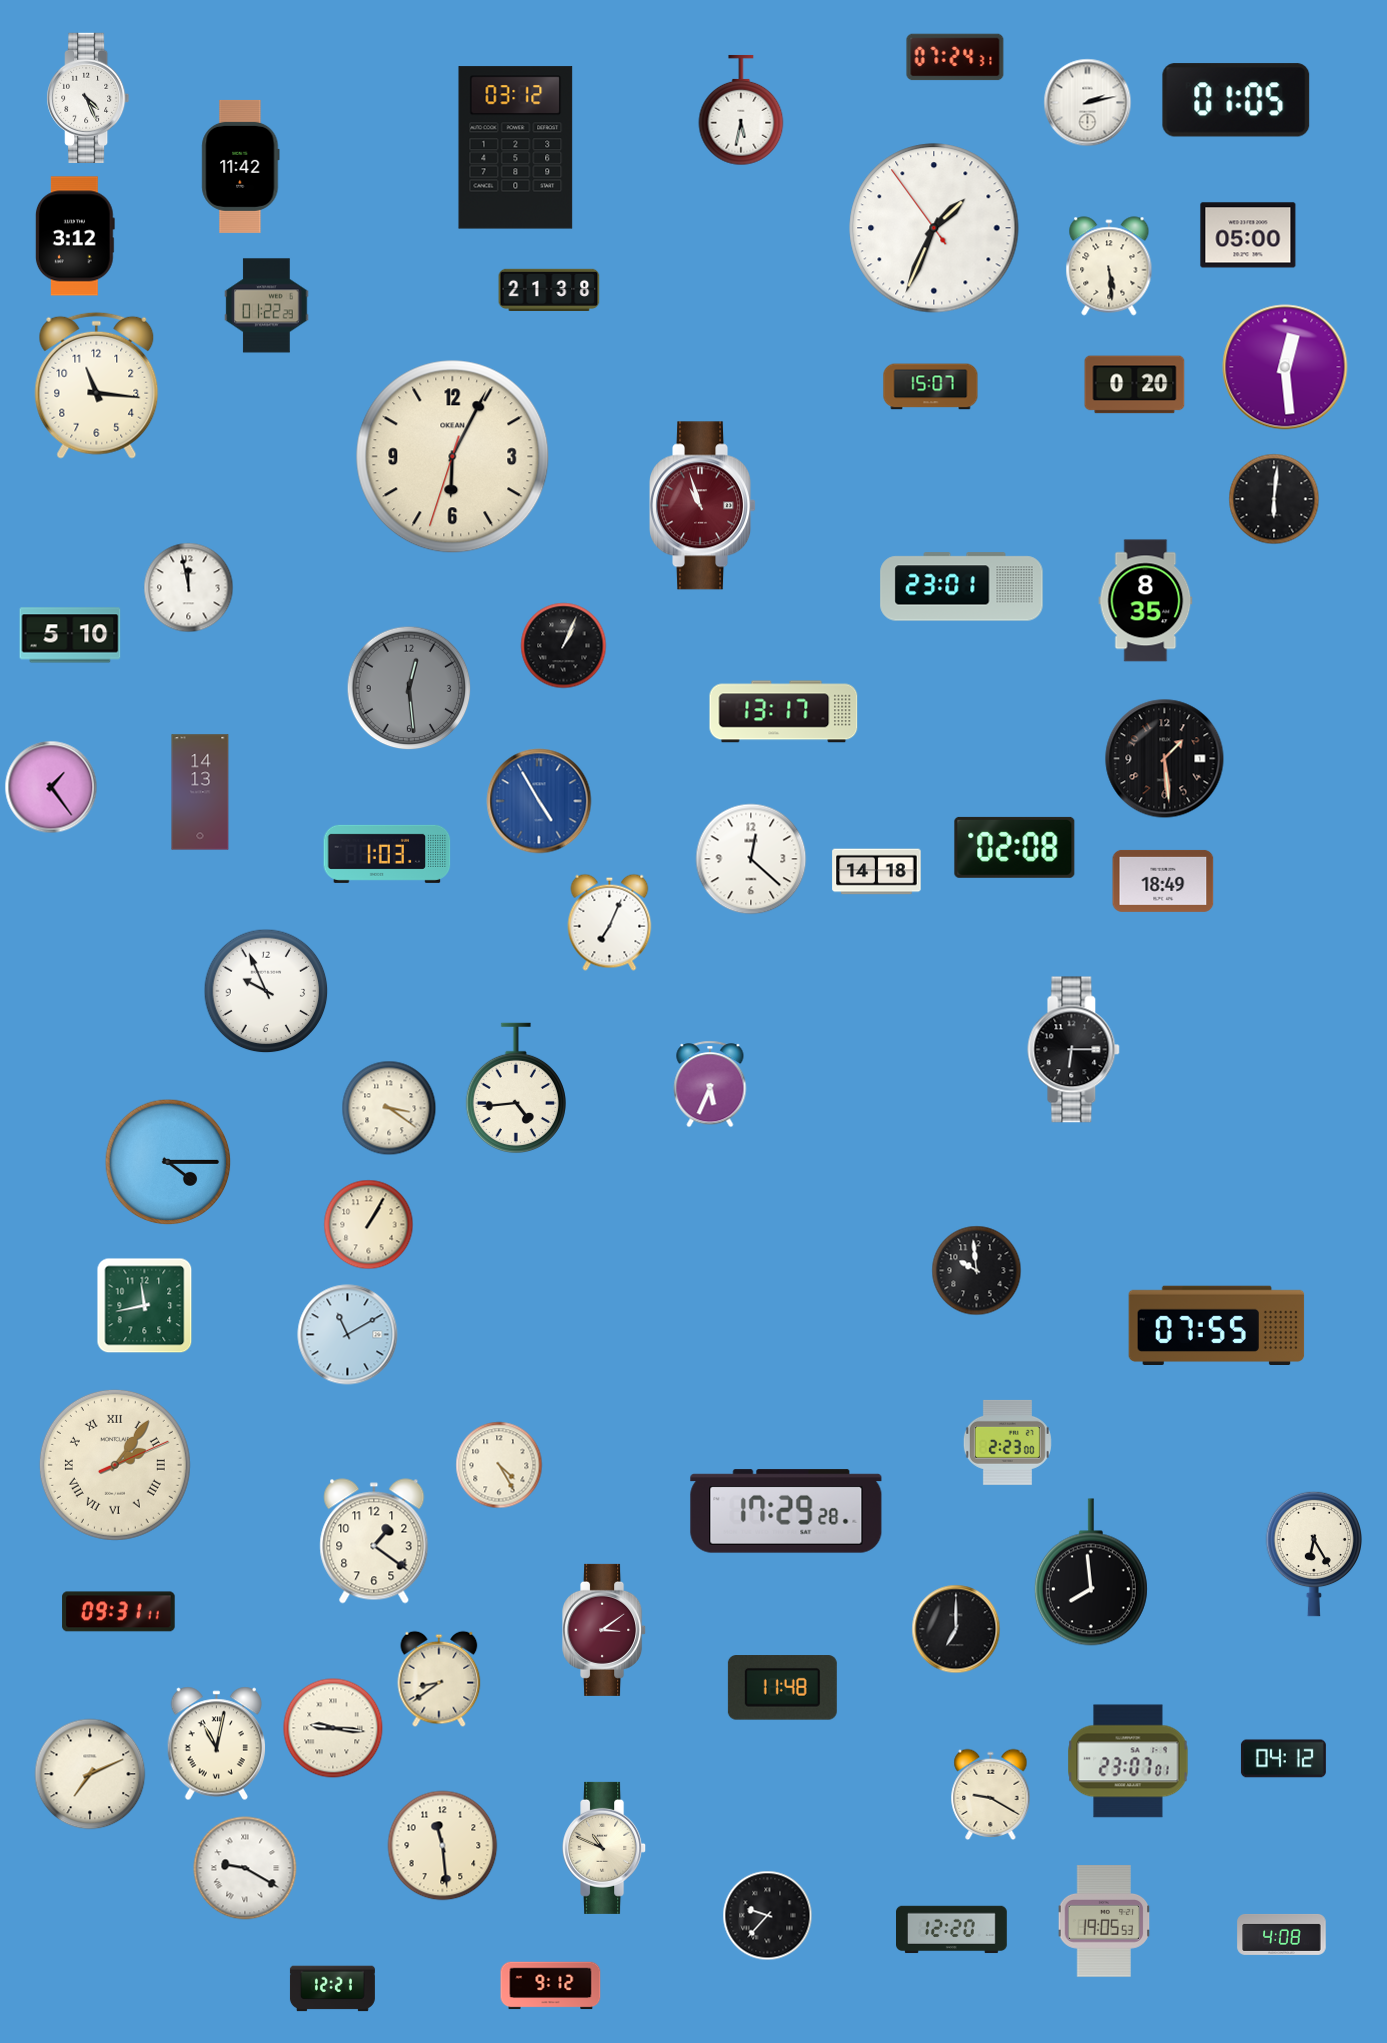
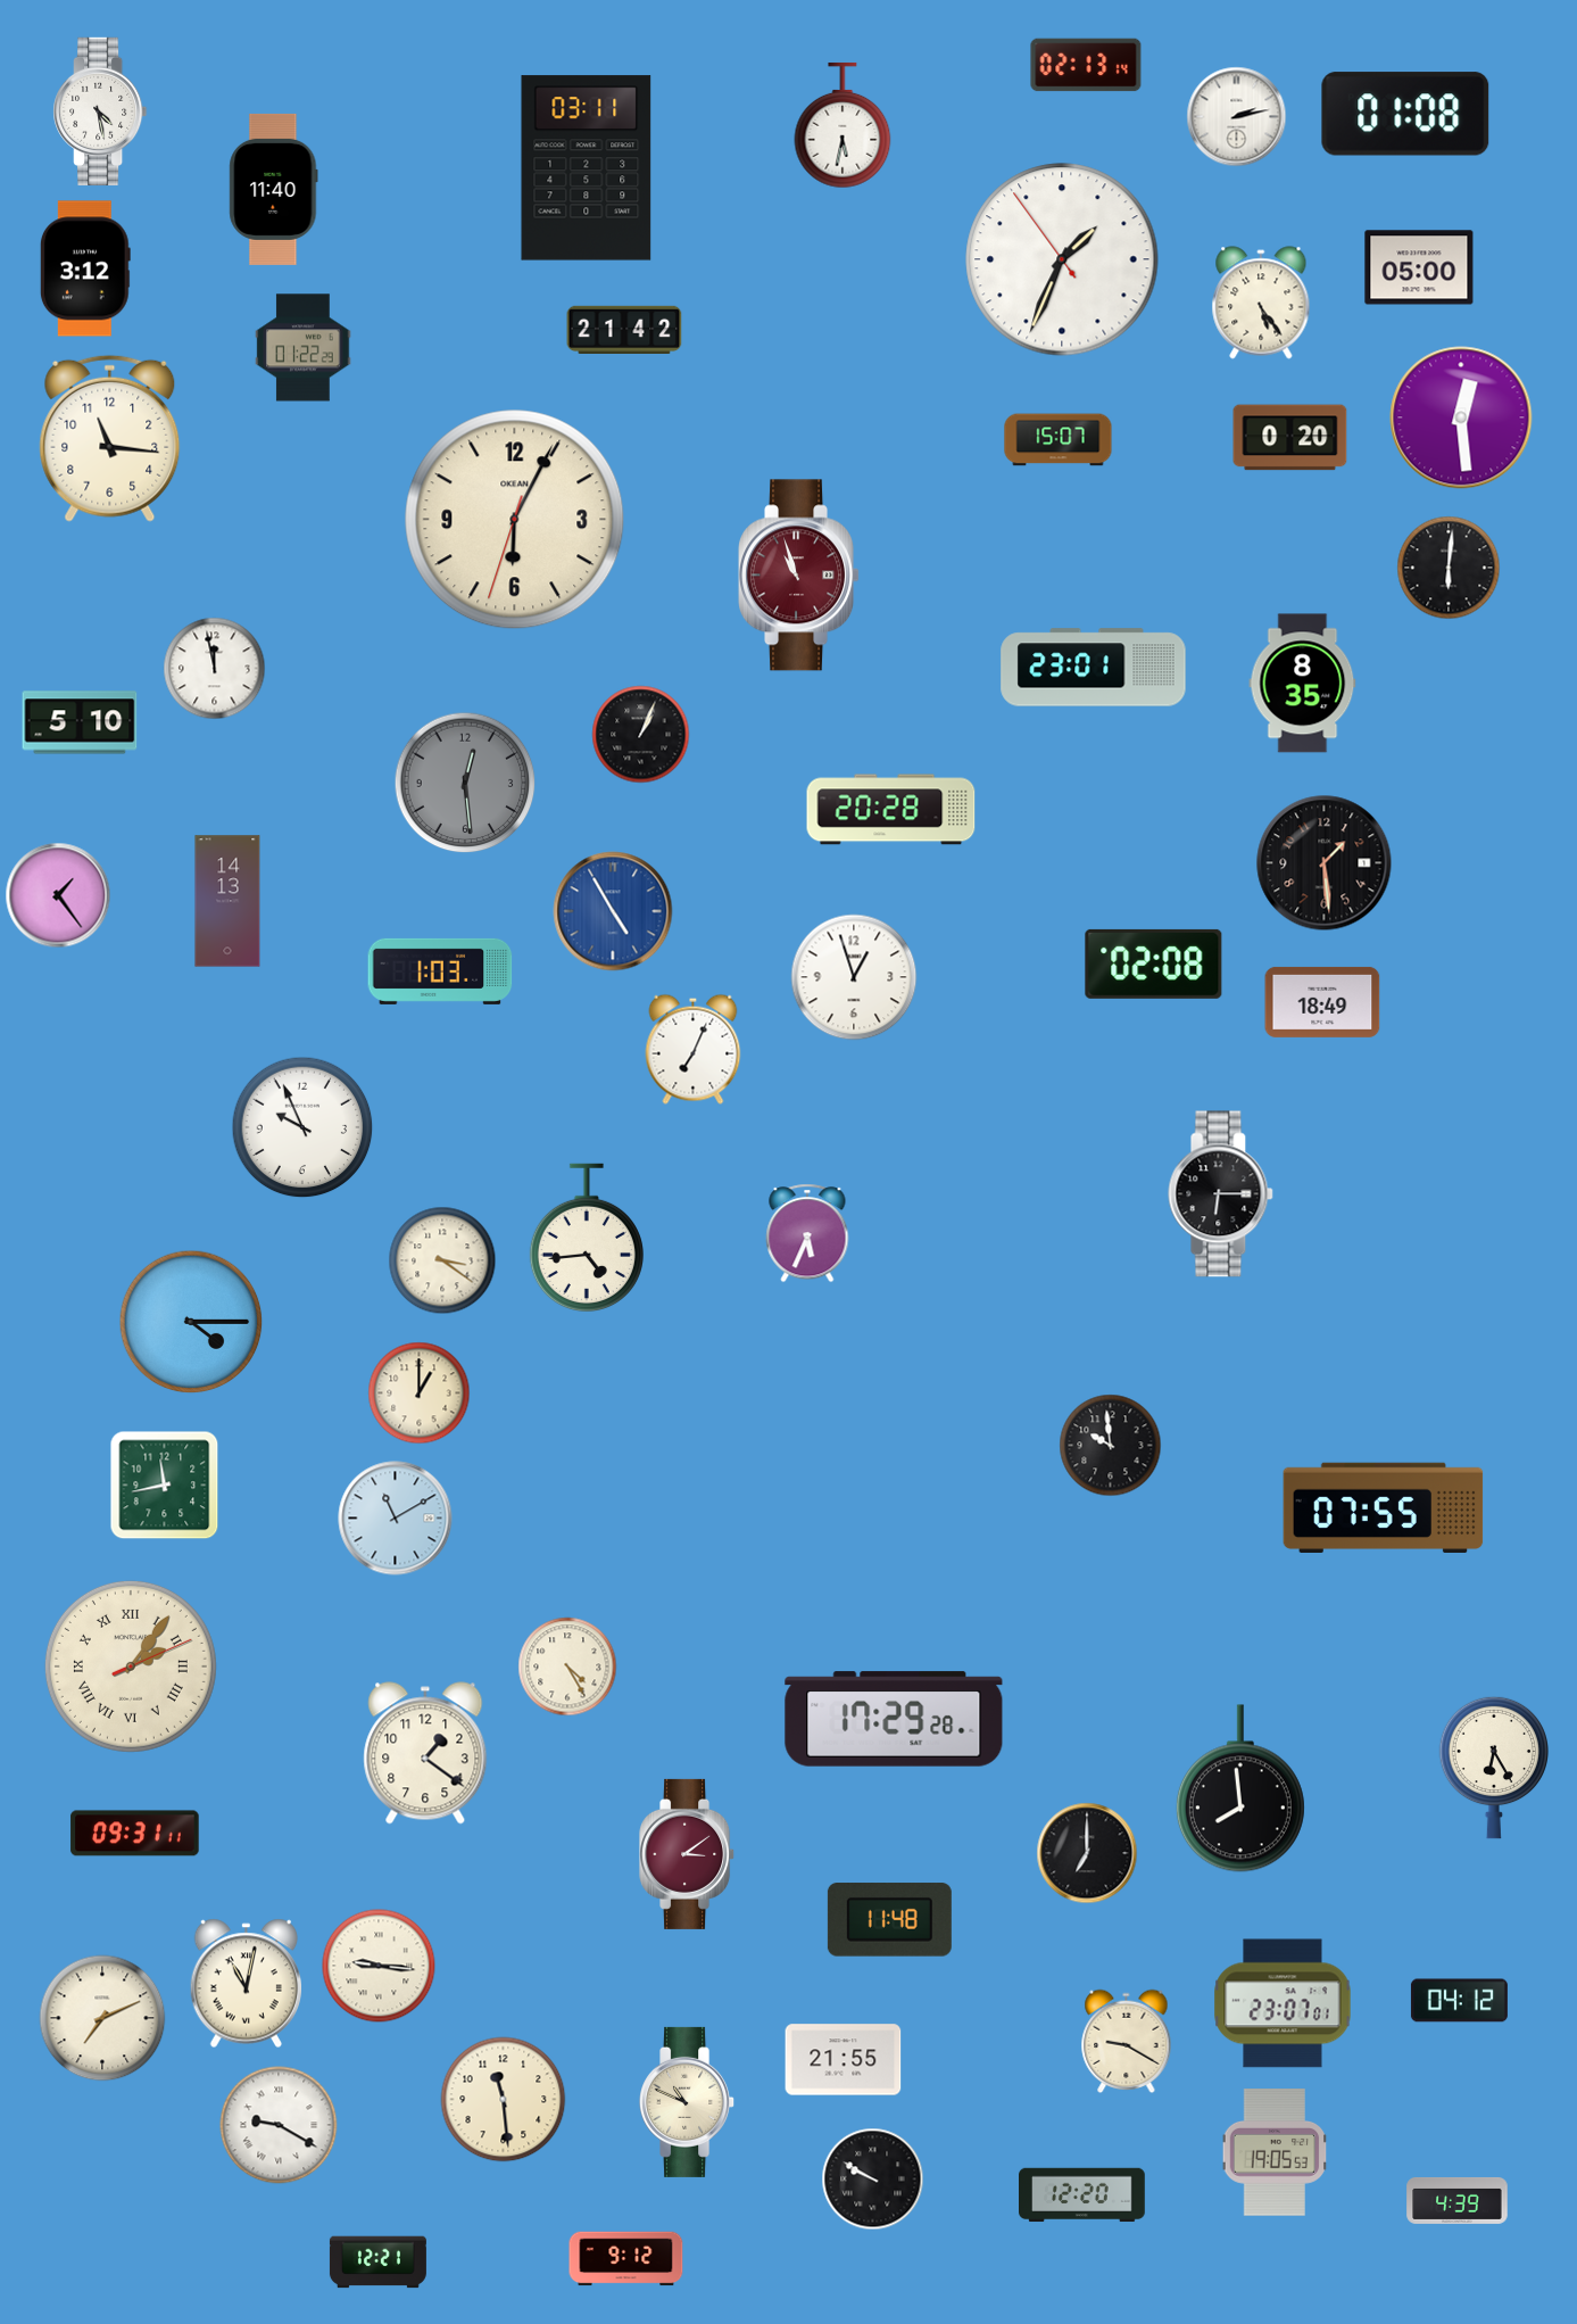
clock at (955, 57): 07:24 -> 02:13
clock at (88, 98): 4:26 -> 4:28
clock at (1236, 100): 01:05 -> 01:08
clock at (516, 148): 03:12 -> 03:11
clock at (241, 166): 11:42 -> 11:40
clock at (1109, 266): 5:29 -> 5:24
clock at (549, 289): 21:38 -> 21:42
clock at (784, 712): 13:17 -> 20:28
clock at (751, 859): 12:22 -> 12:57
clock at (877, 872): 14:18 -> none
clock at (369, 1225): 1:05 -> 1:00
clock at (1007, 1442): 2:23 -> none
clock at (439, 1679): 8:39 -> none
clock at (844, 2060): none -> 21:55
clock at (768, 1916): 9:37 -> 9:50
clock at (1104, 1921) position: (1104, 1921) -> (1275, 2152)
clock at (1282, 1934): 4:08 -> 4:39
